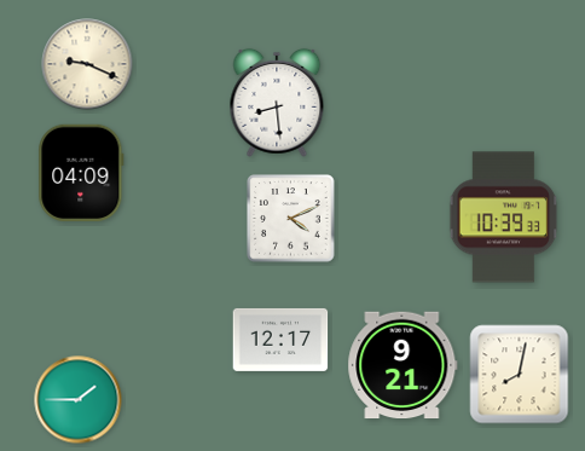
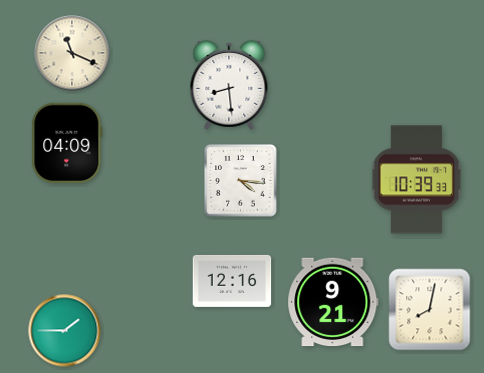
clock at (87, 64): 9:19 -> 11:19
clock at (291, 219): 4:11 -> 4:16
clock at (280, 340): 12:17 -> 12:16
